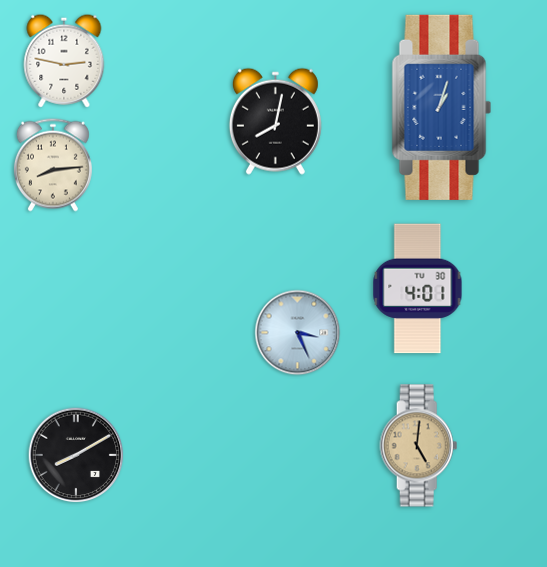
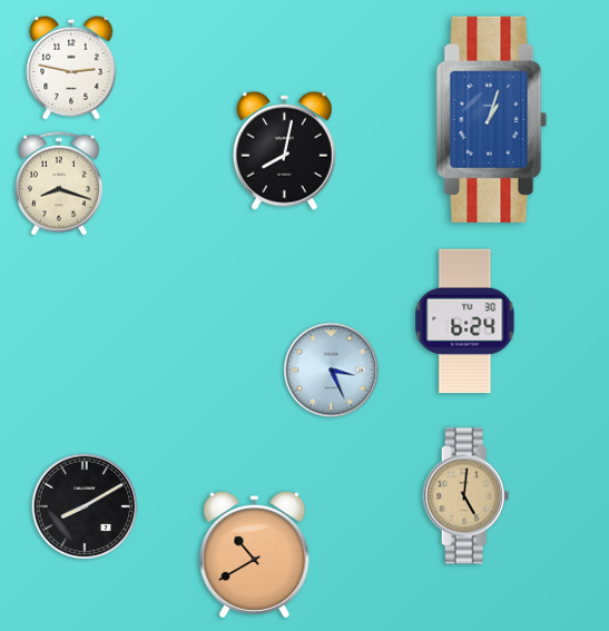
clock at (275, 121) position: (275, 121) -> (284, 150)
clock at (53, 165): 8:14 -> 8:18
clock at (418, 289): 4:01 -> 6:24
clock at (255, 554): none -> 10:40
